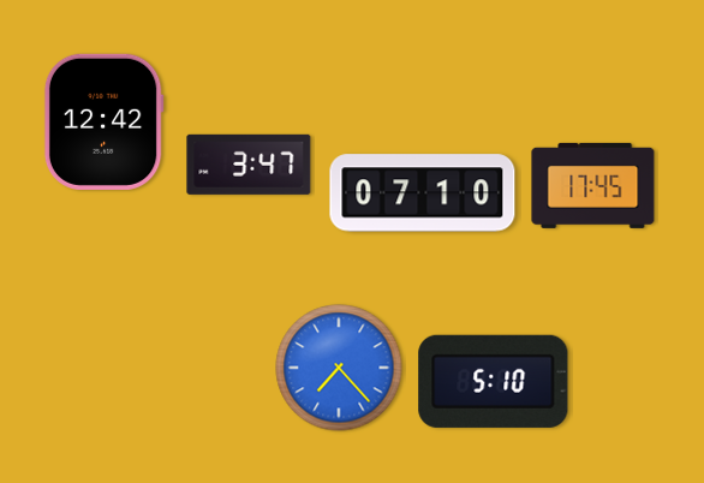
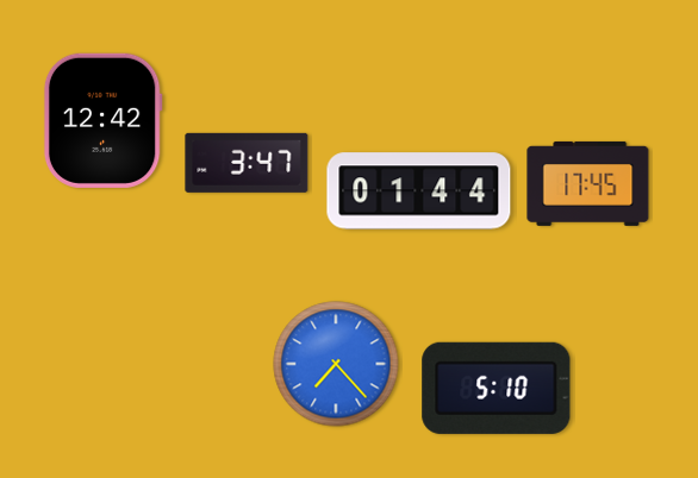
clock at (423, 193): 07:10 -> 01:44
clock at (494, 381) position: (494, 381) -> (497, 388)
